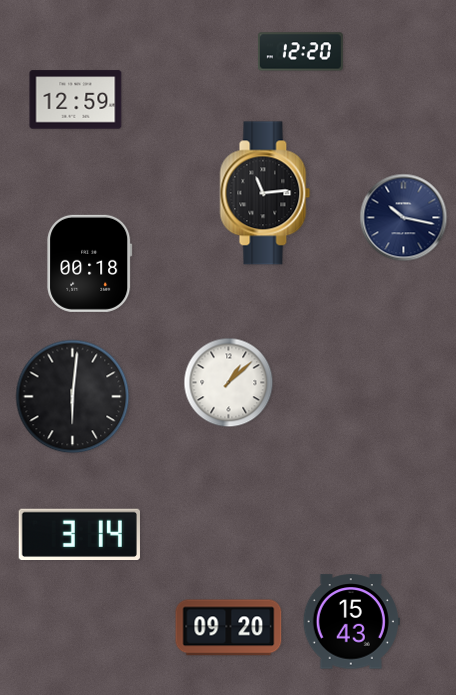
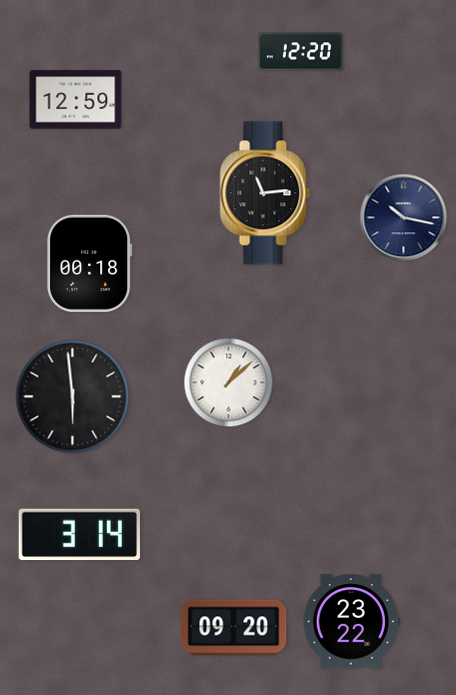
clock at (73, 397): 6:01 -> 5:59
clock at (351, 622): 15:43 -> 23:22
clock at (229, 628) position: (229, 628) -> (234, 628)
